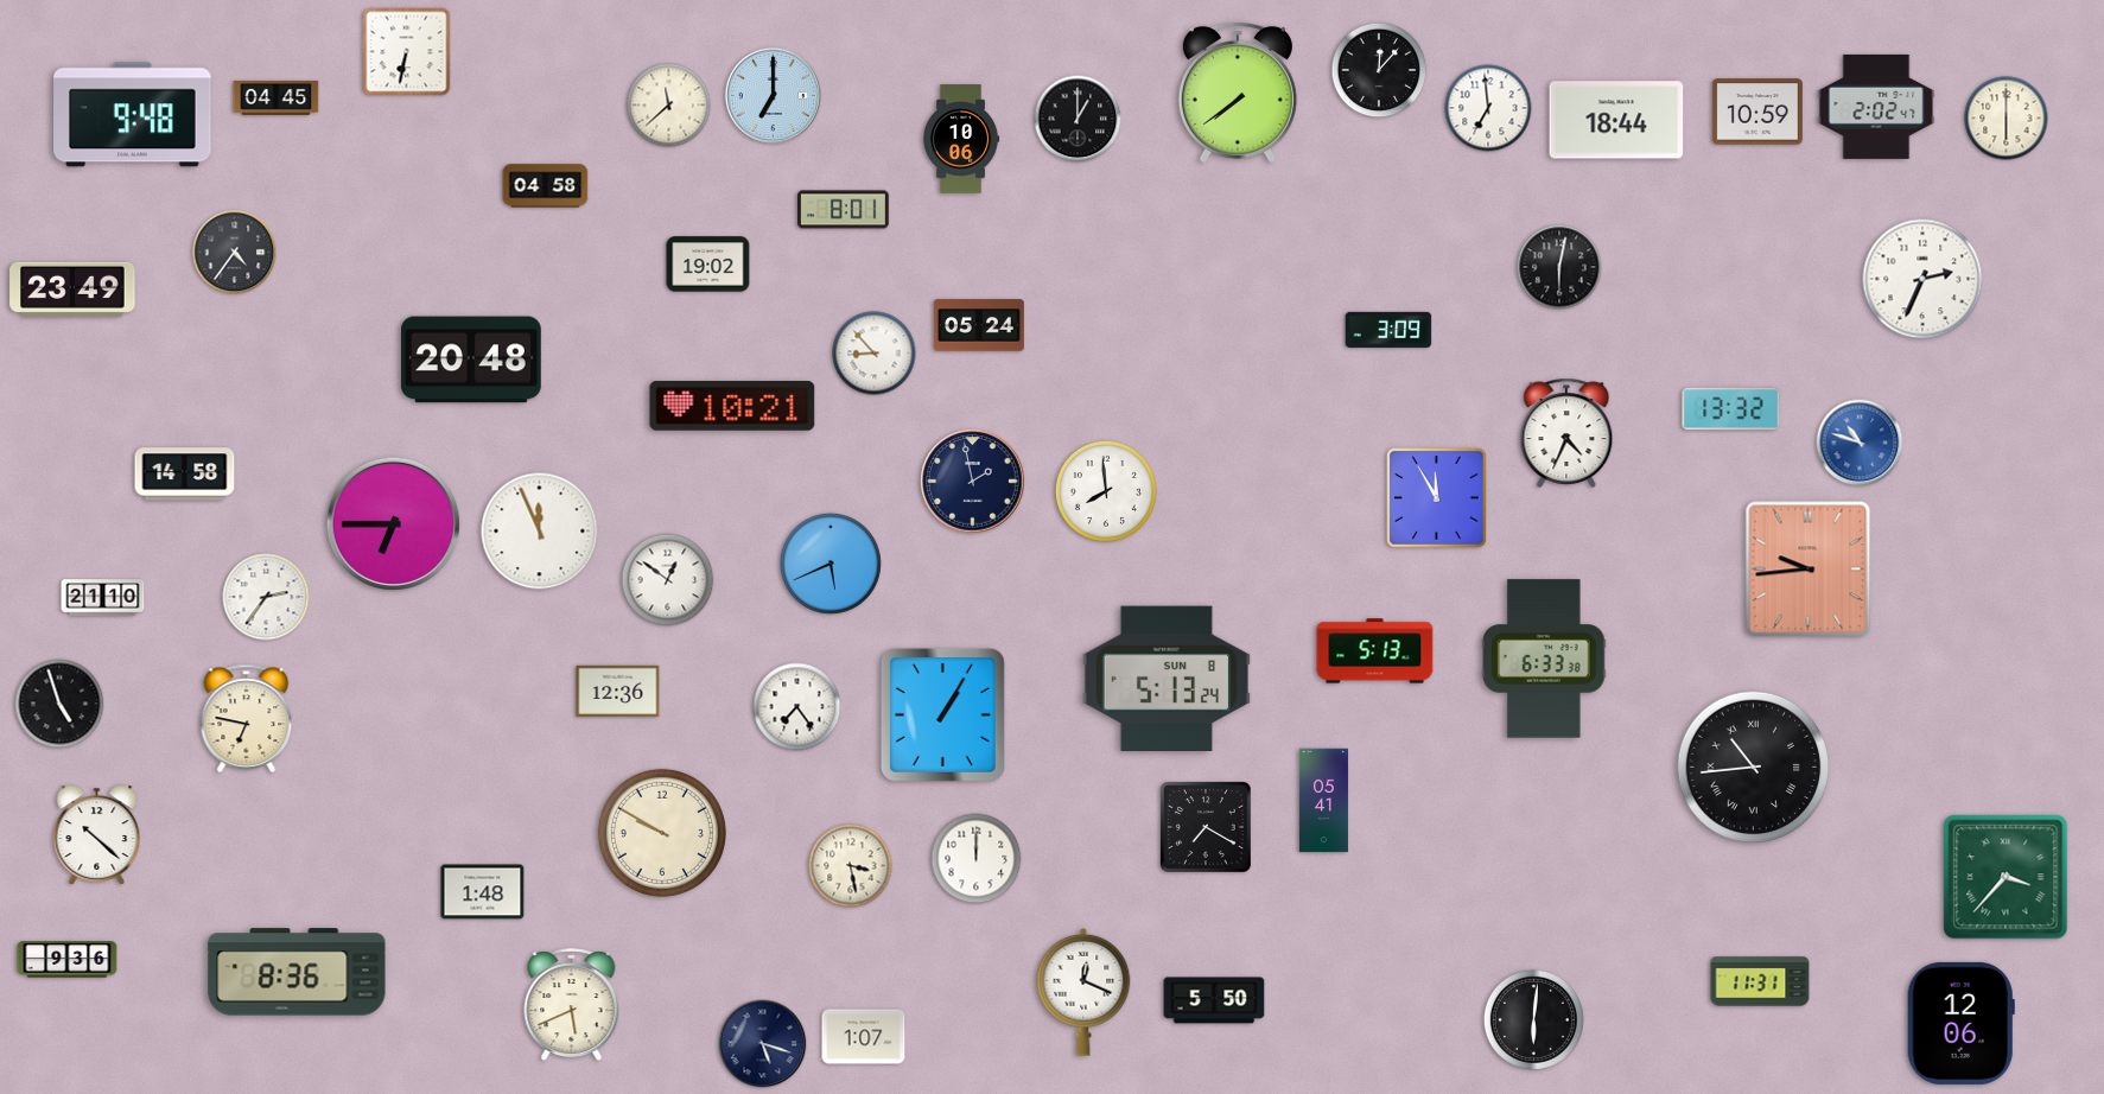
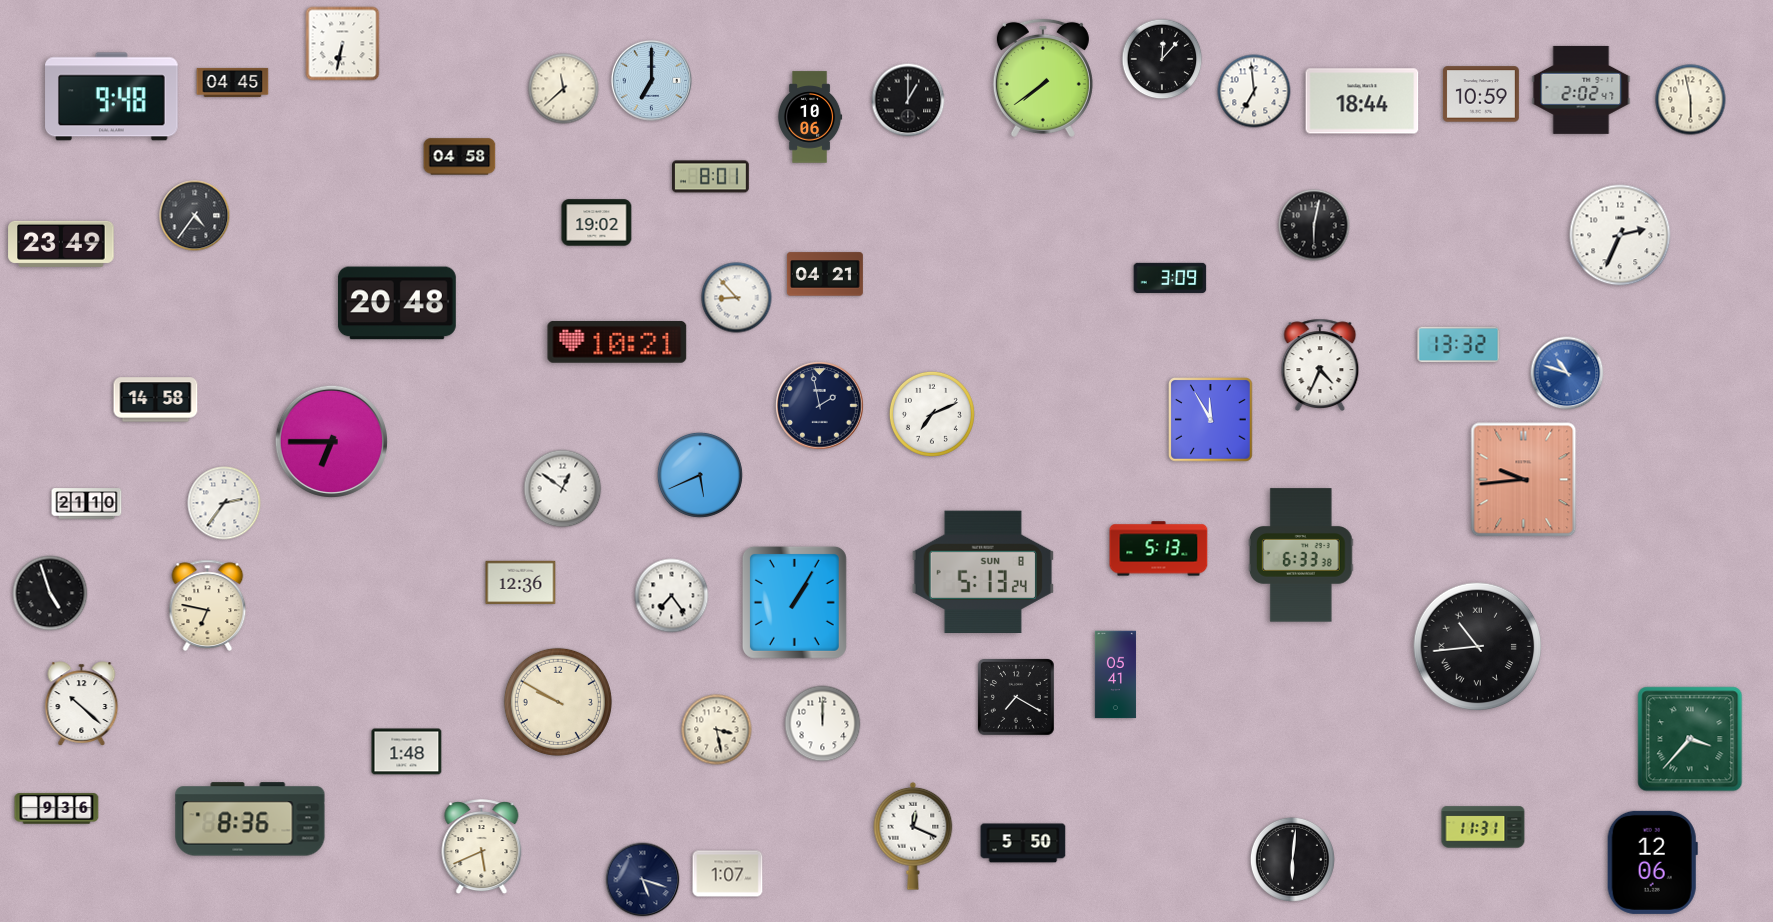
clock at (2007, 119): 6:00 -> 5:58
clock at (235, 253) position: (235, 253) -> (195, 216)
clock at (979, 325): 05:24 -> 04:21
clock at (1106, 491): 7:59 -> 7:11
clock at (540, 532): 11:56 -> none
